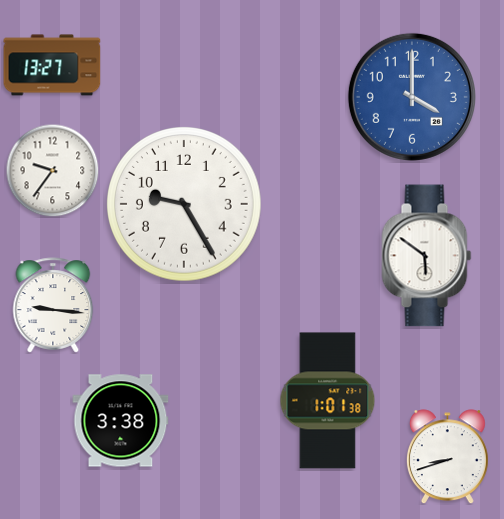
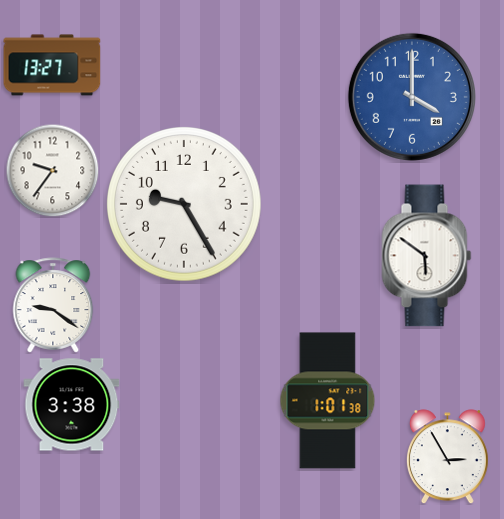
clock at (53, 305): 9:16 -> 9:21
clock at (121, 421) position: (121, 421) -> (72, 405)
clock at (447, 457): 8:42 -> 2:55
